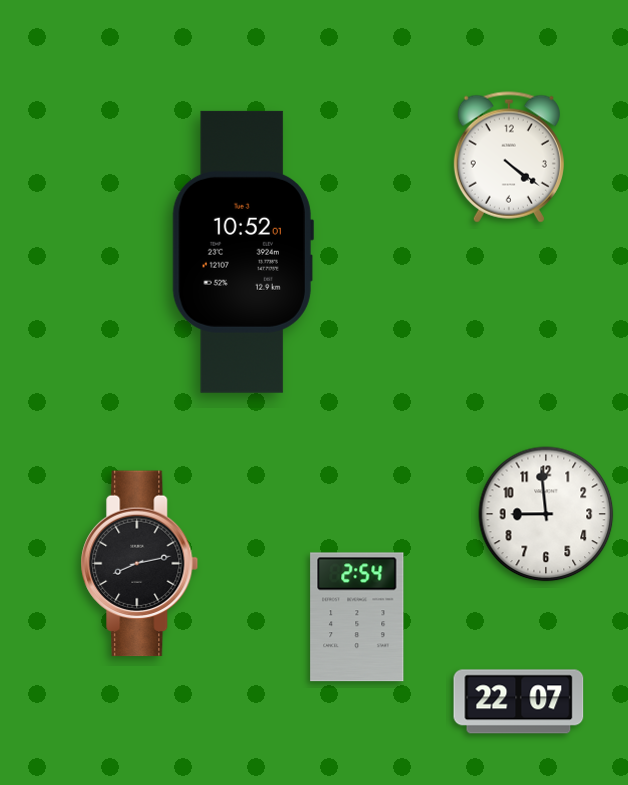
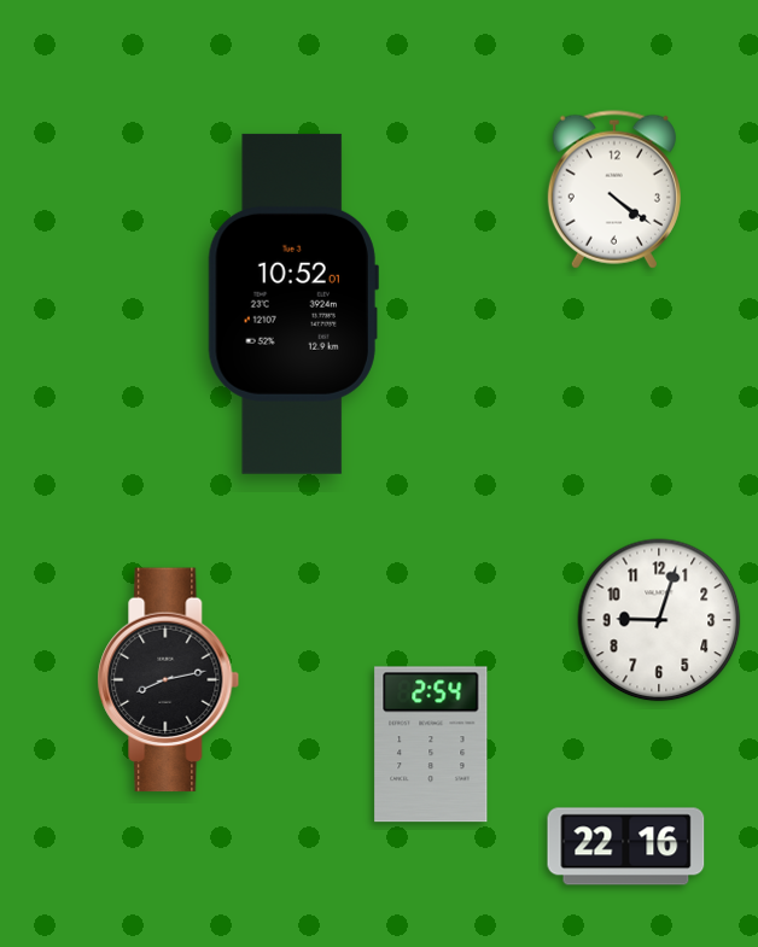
clock at (546, 514): 8:59 -> 9:03
clock at (519, 702): 22:07 -> 22:16
